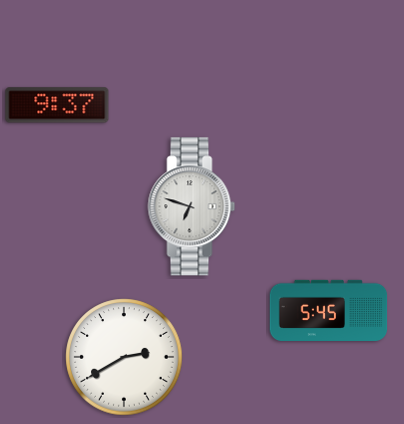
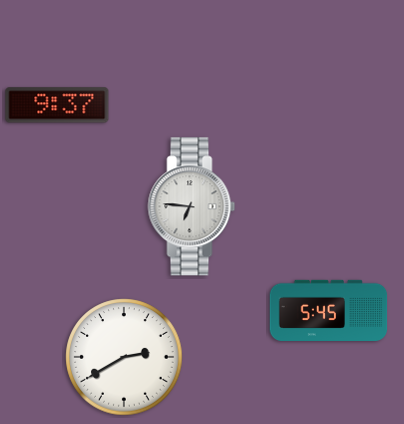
clock at (192, 207): 6:48 -> 6:46
